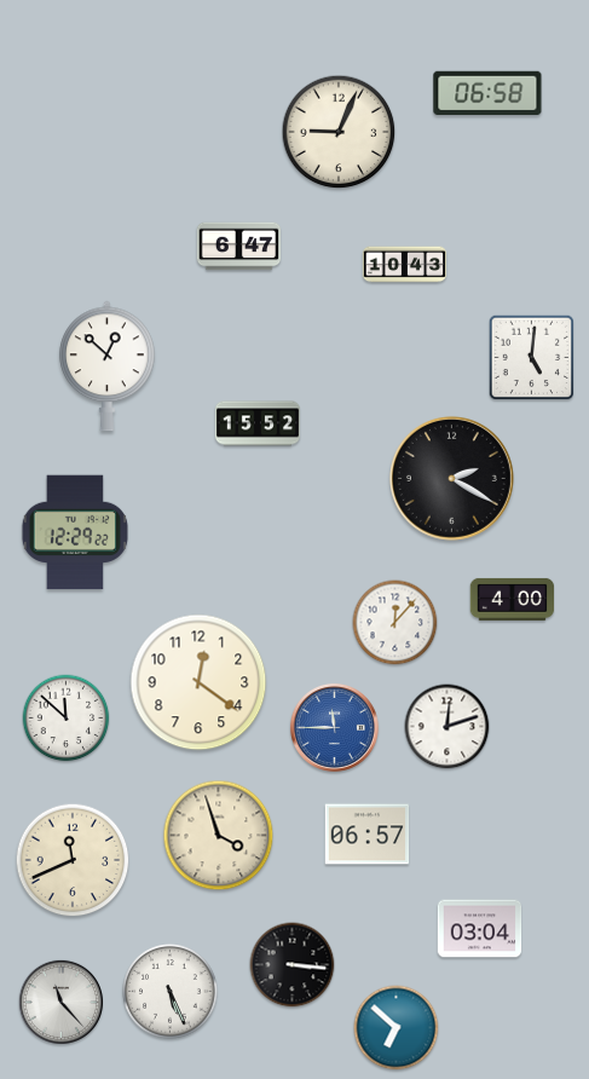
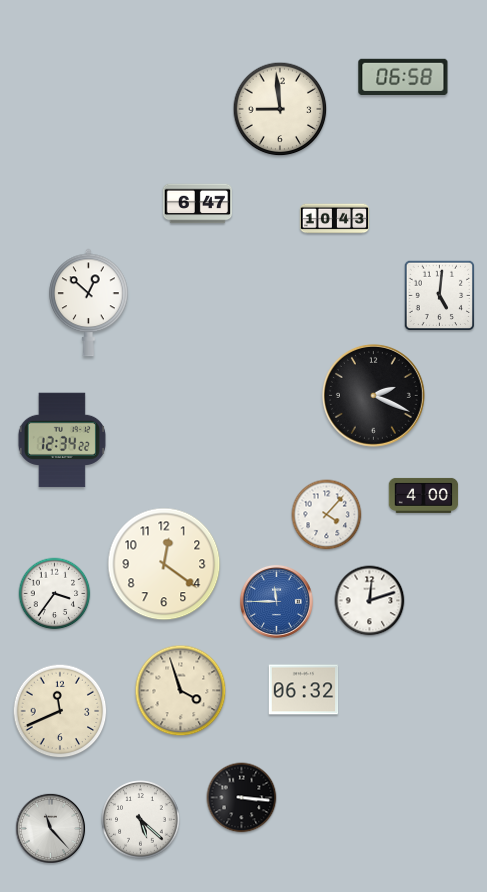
clock at (339, 132): 9:04 -> 8:59
clock at (256, 423): 15:52 -> none
clock at (452, 479): 2:20 -> 2:19
clock at (75, 532): 12:29 -> 12:34
clock at (395, 623): 12:07 -> 4:07
clock at (67, 719): 11:52 -> 3:36
clock at (368, 835): 06:57 -> 06:32
clock at (480, 929): 03:04 -> none
clock at (171, 992): 5:26 -> 5:22
clock at (397, 1028): 6:52 -> none
